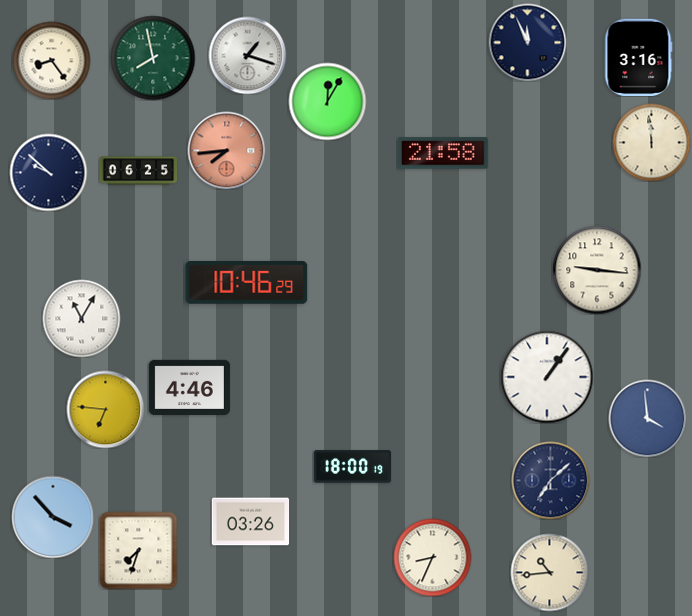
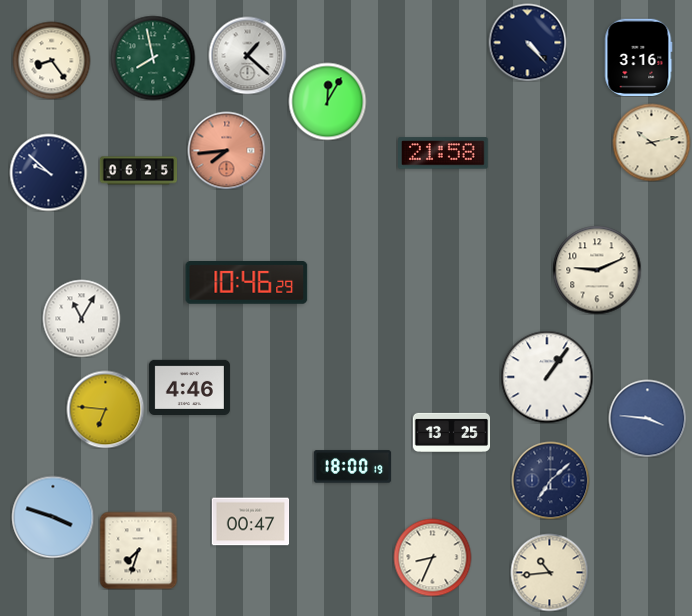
clock at (527, 42): 11:56 -> 4:23
clock at (247, 55): 1:18 -> 1:22
clock at (651, 142): 11:59 -> 10:13
clock at (597, 270): 9:16 -> 9:11
clock at (647, 418): 3:59 -> 3:46
clock at (451, 432): none -> 13:25
clock at (53, 517): 3:53 -> 3:48
clock at (250, 522): 03:26 -> 00:47
